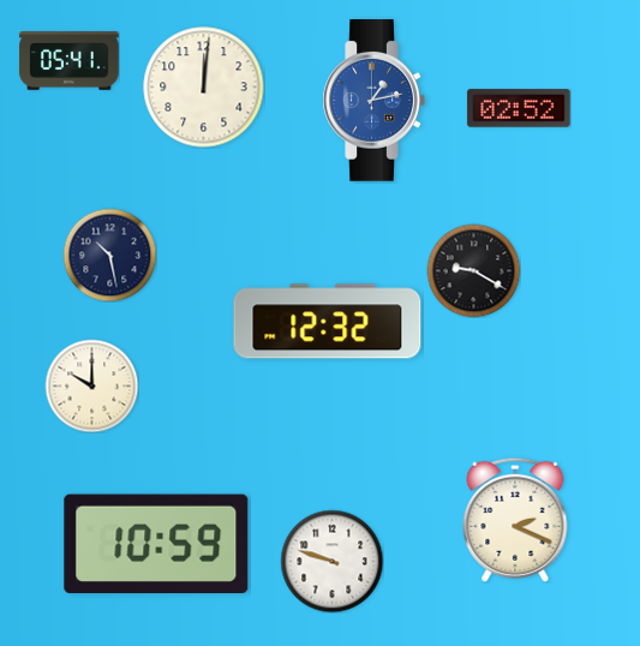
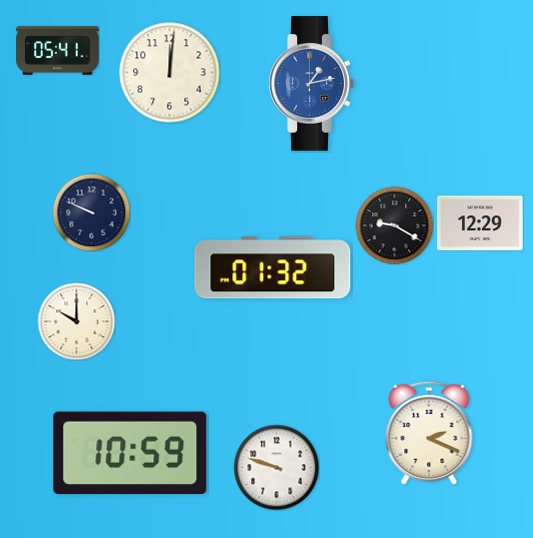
clock at (519, 108): 02:52 -> none
clock at (109, 255): 10:28 -> 9:49
clock at (480, 223): none -> 12:29
clock at (328, 322): 12:32 -> 01:32
